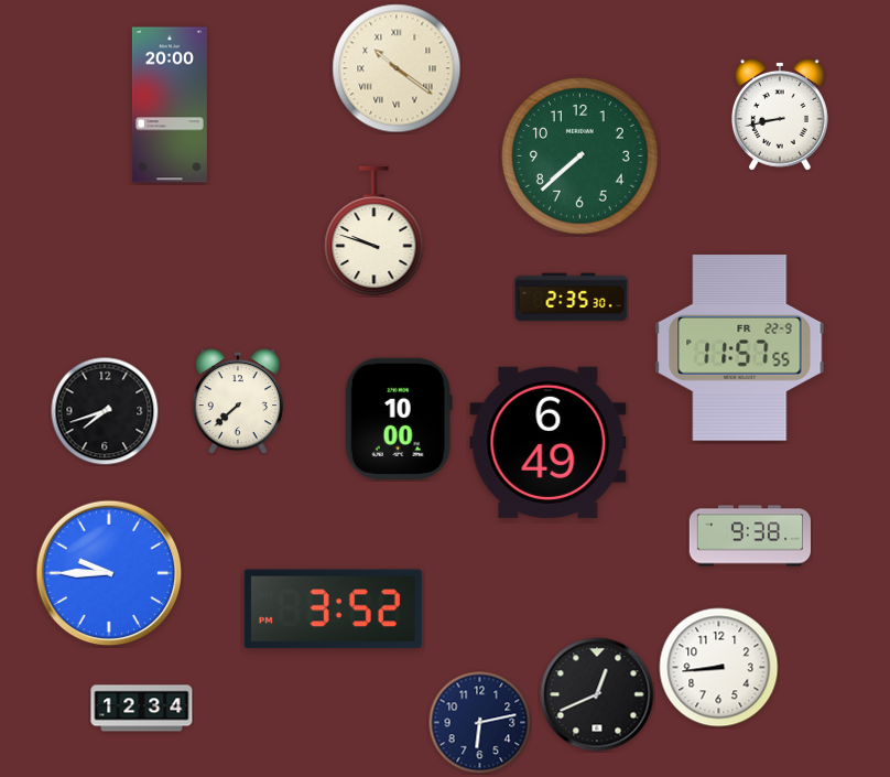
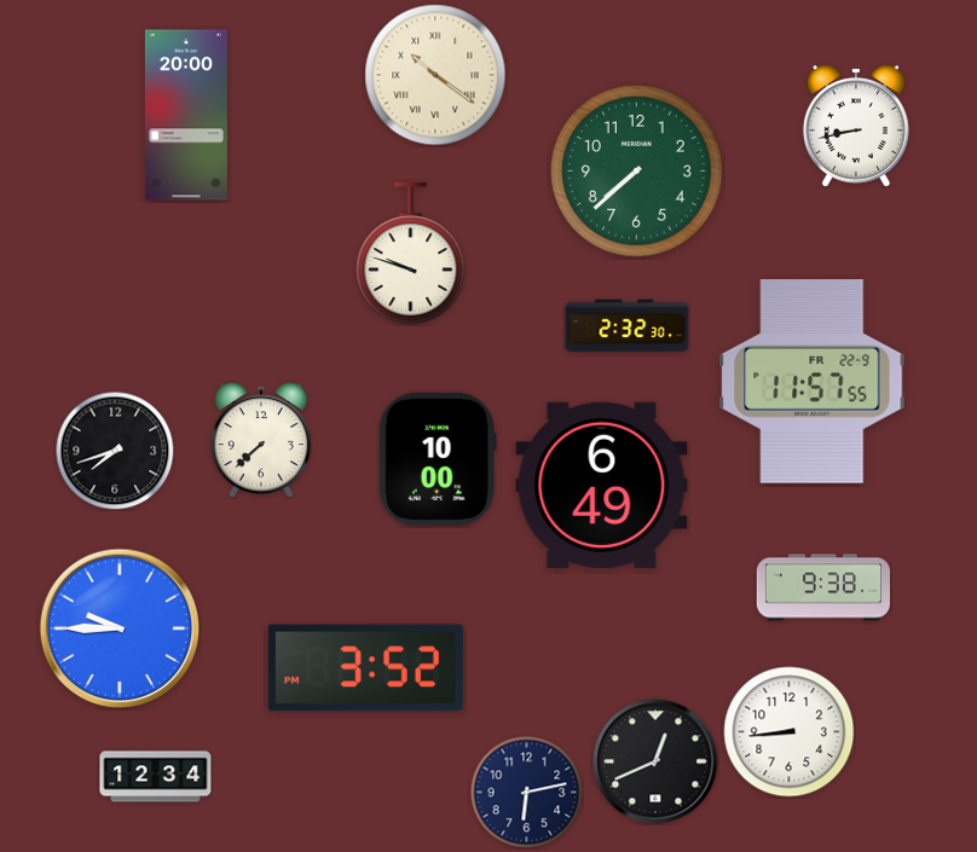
clock at (572, 298): 2:35 -> 2:32
